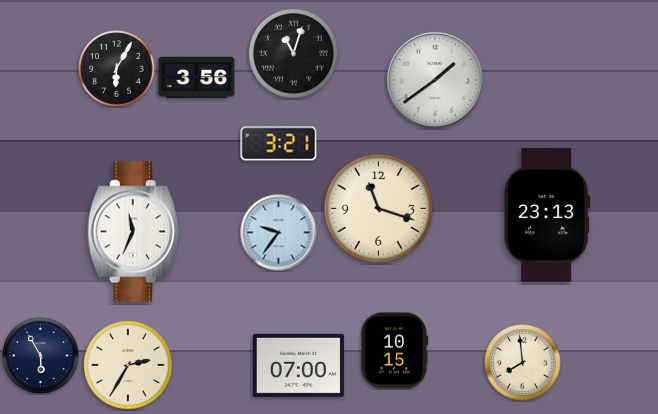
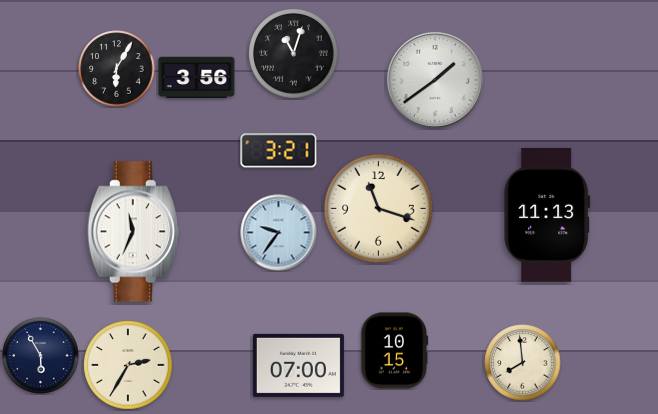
clock at (279, 144) position: (279, 144) -> (279, 151)
clock at (547, 215): 23:13 -> 11:13
